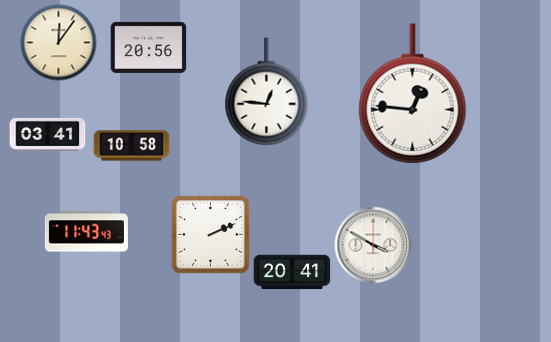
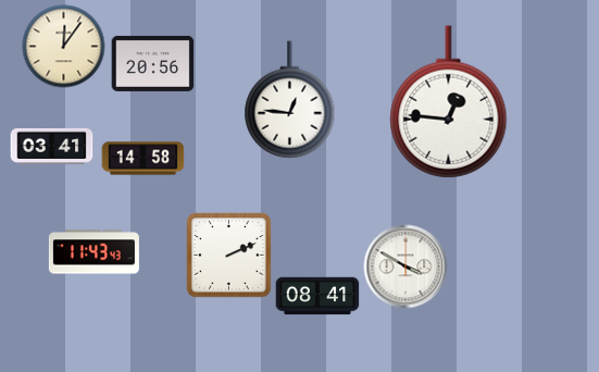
clock at (149, 47) position: (149, 47) -> (153, 63)
clock at (132, 146): 10:58 -> 14:58
clock at (292, 272): 20:41 -> 08:41
